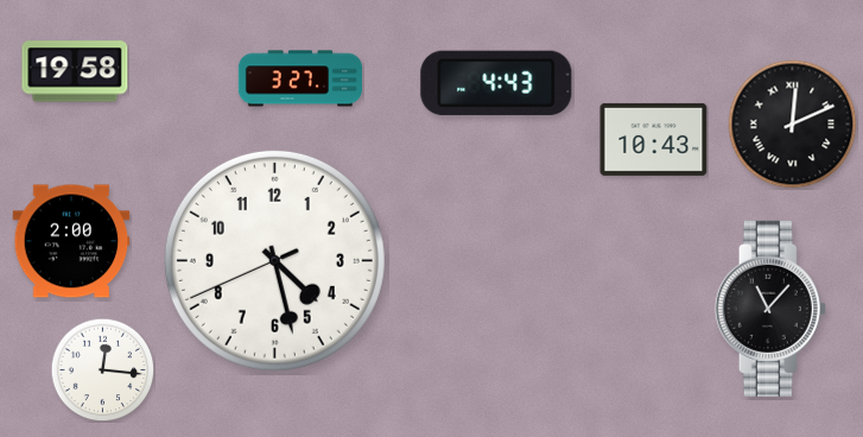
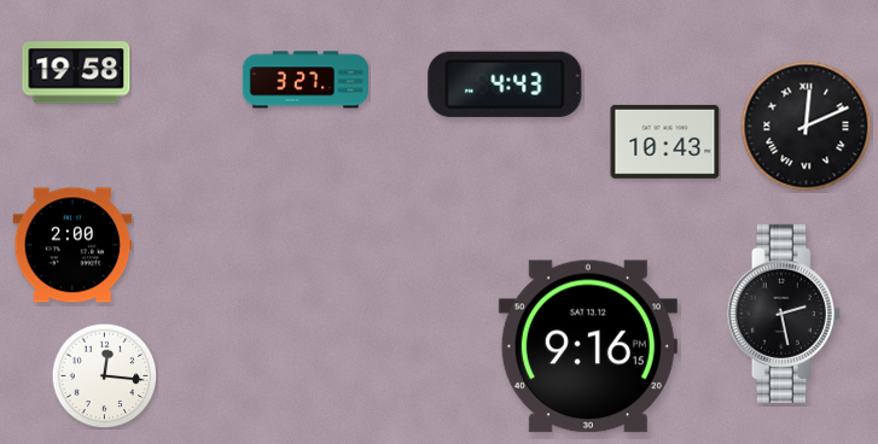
clock at (274, 260): 4:27 -> none
clock at (770, 309): 11:07 -> 2:28
clock at (588, 346): none -> 9:16
